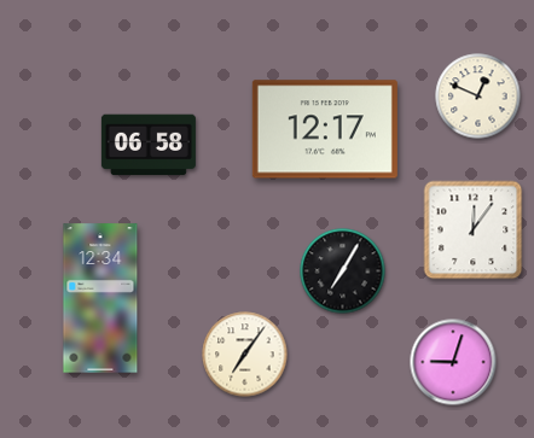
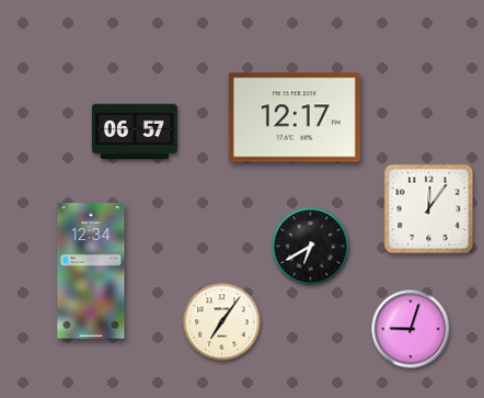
clock at (478, 97): 12:49 -> none
clock at (149, 145): 06:58 -> 06:57
clock at (343, 271): 7:05 -> 6:40
